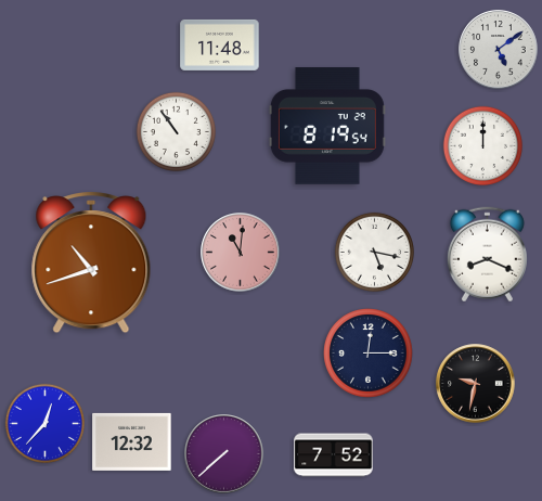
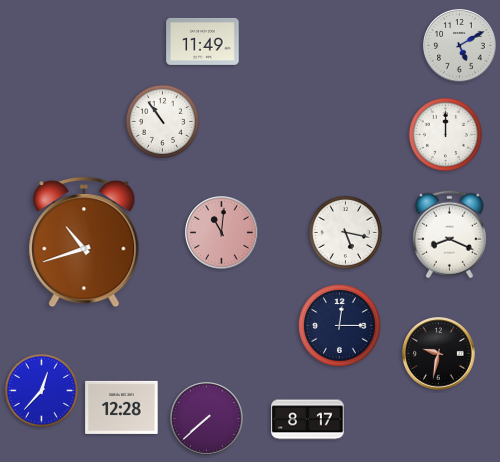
clock at (220, 44): 11:48 -> 11:49
clock at (499, 50): 5:09 -> 5:10
clock at (327, 127): 8:19 -> none
clock at (132, 441): 12:32 -> 12:28
clock at (334, 455): 7:52 -> 8:17
